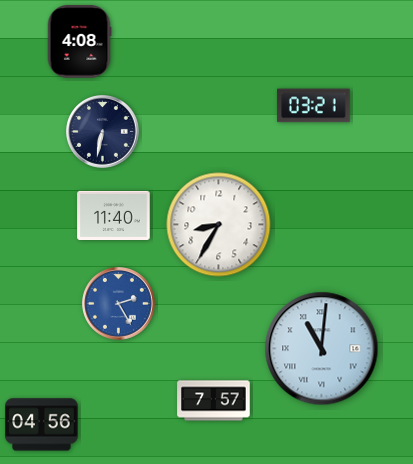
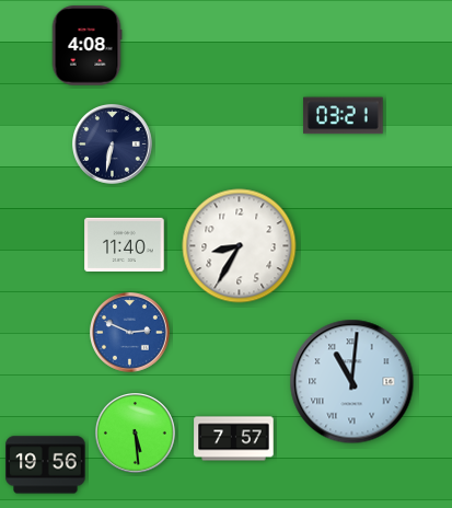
clock at (114, 215) position: (114, 215) -> (125, 244)
clock at (119, 304): 2:25 -> 2:49
clock at (136, 434): none -> 5:29
clock at (42, 425): 04:56 -> 19:56
